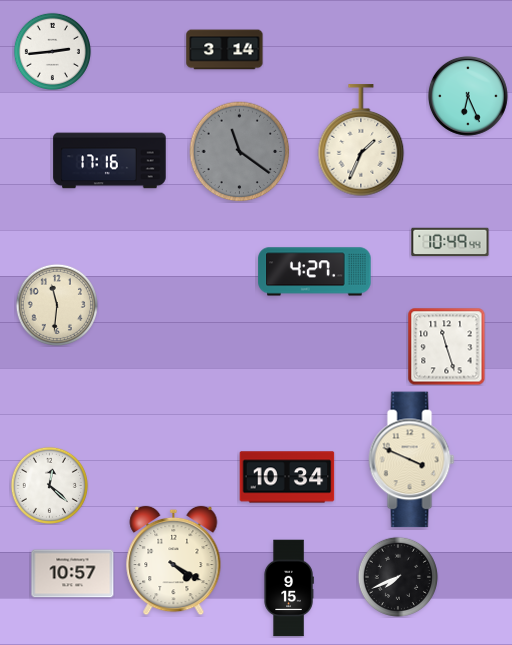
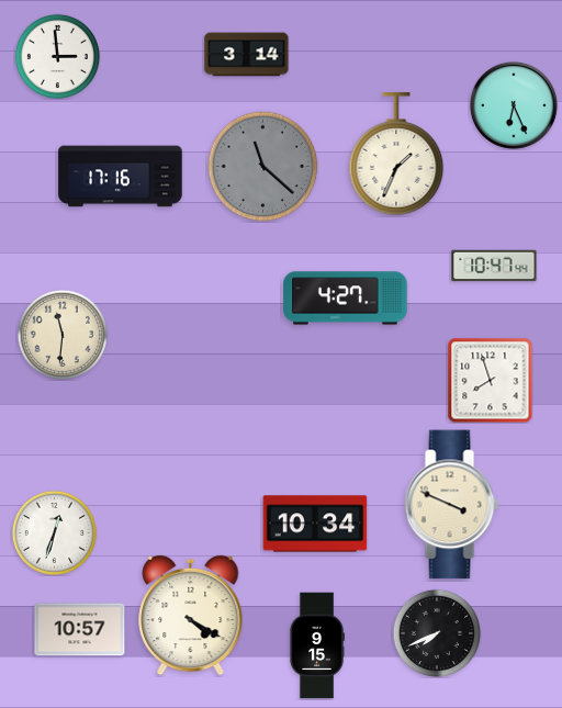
clock at (52, 51): 2:44 -> 2:59
clock at (240, 152): 11:21 -> 11:22
clock at (450, 242): 10:49 -> 10:47
clock at (446, 346): 11:27 -> 7:57
clock at (49, 485): 12:22 -> 12:33
